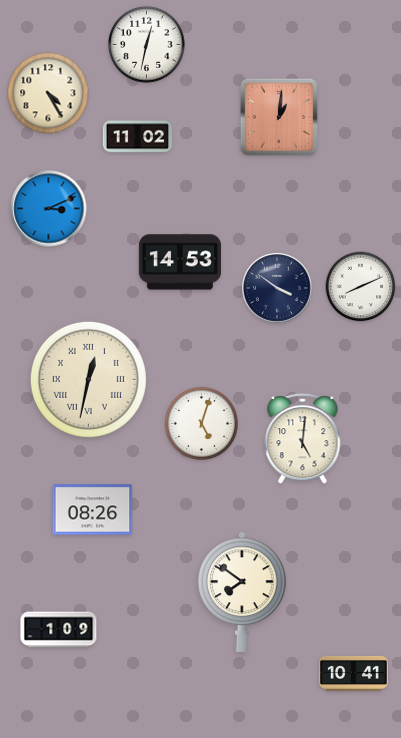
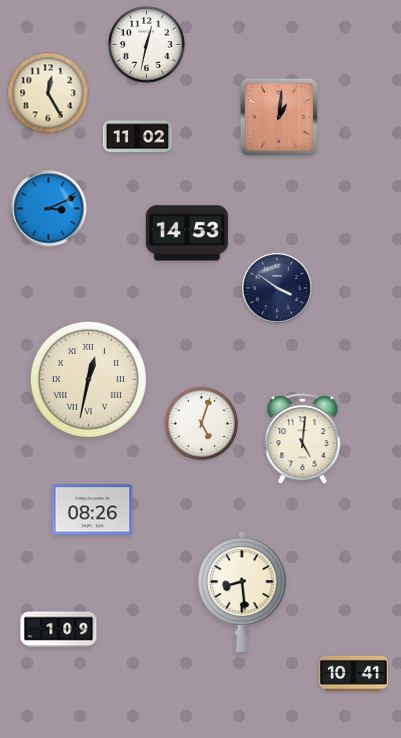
clock at (48, 93): 4:25 -> 12:25
clock at (180, 262) position: (180, 262) -> (187, 233)
clock at (361, 287): 8:11 -> none
clock at (242, 592): 7:51 -> 8:29
